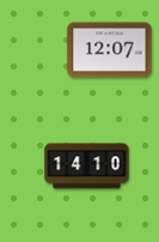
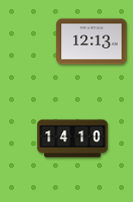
clock at (110, 50): 12:07 -> 12:13
